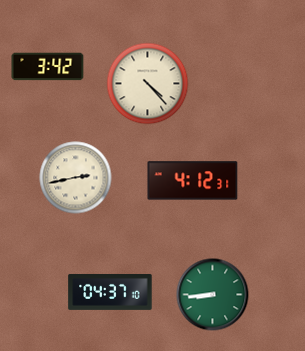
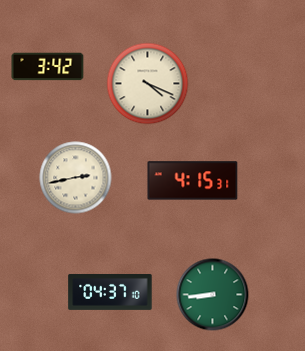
clock at (148, 84): 4:23 -> 4:19
clock at (193, 181): 4:12 -> 4:15
